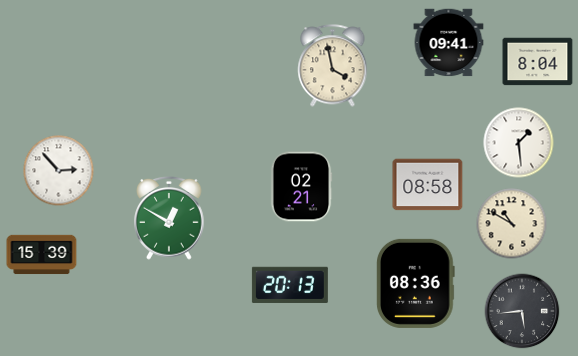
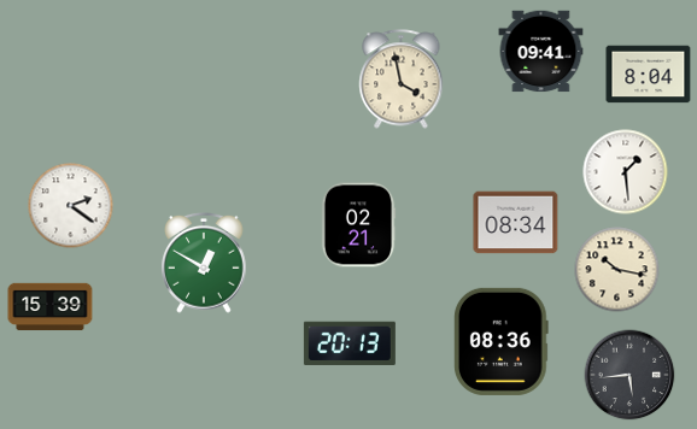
clock at (59, 171): 2:53 -> 2:21
clock at (428, 185): 08:58 -> 08:34
clock at (301, 187) position: (301, 187) -> (358, 225)
clock at (512, 224): 10:50 -> 10:17
